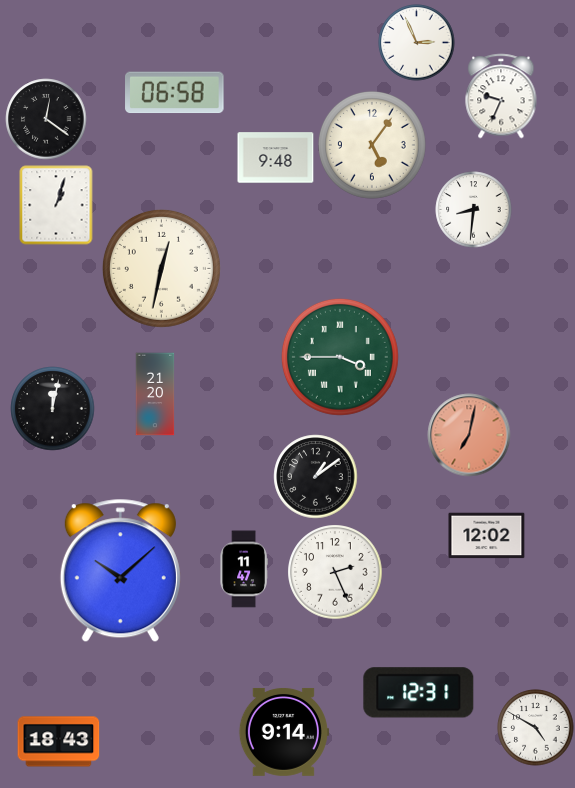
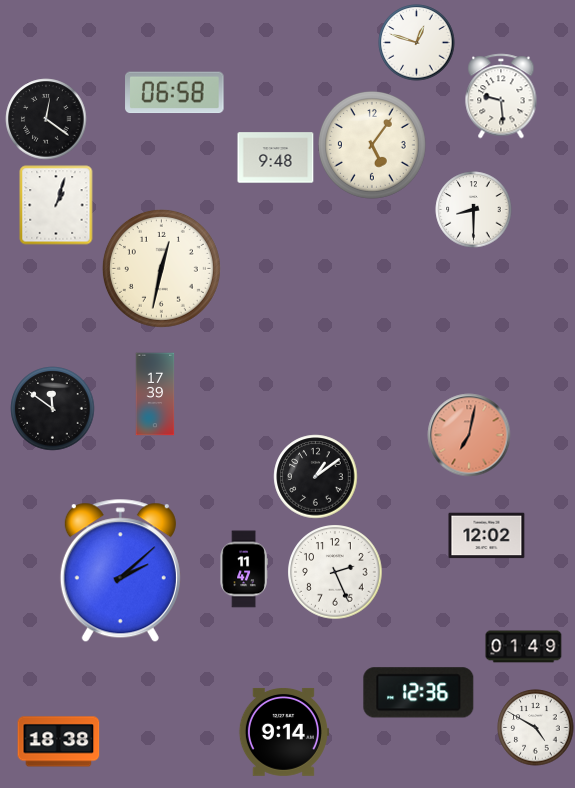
clock at (417, 43): 2:56 -> 12:48
clock at (501, 96): 9:34 -> 9:29
clock at (474, 210): 8:31 -> 8:30
clock at (340, 357): 3:45 -> none
clock at (155, 394): 21:20 -> 17:39
clock at (53, 409): 12:02 -> 11:51
clock at (120, 571): 10:08 -> 2:08
clock at (524, 647): none -> 01:49
clock at (419, 693): 12:31 -> 12:36
clock at (59, 742): 18:43 -> 18:38
